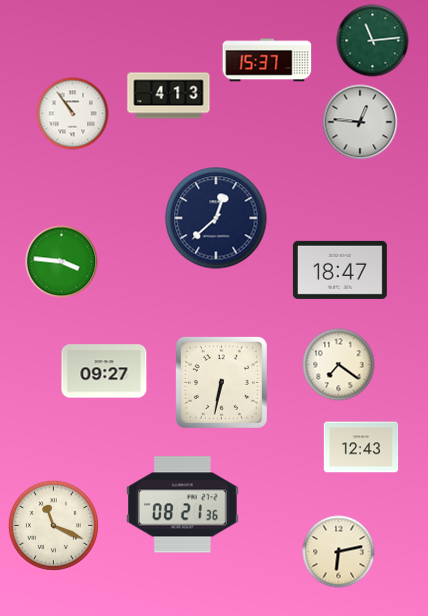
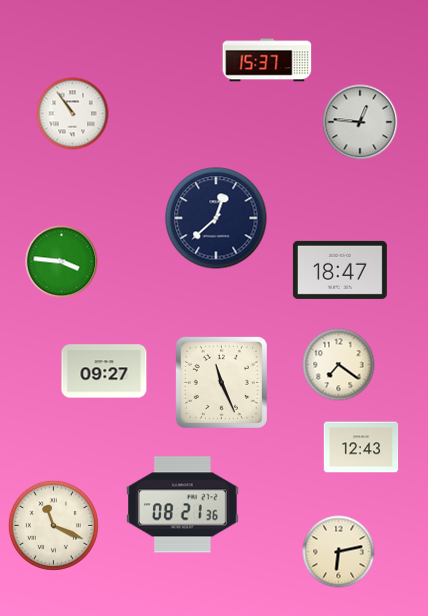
clock at (373, 41): 11:14 -> none
clock at (169, 96): 4:13 -> none
clock at (221, 382): 6:32 -> 11:26
